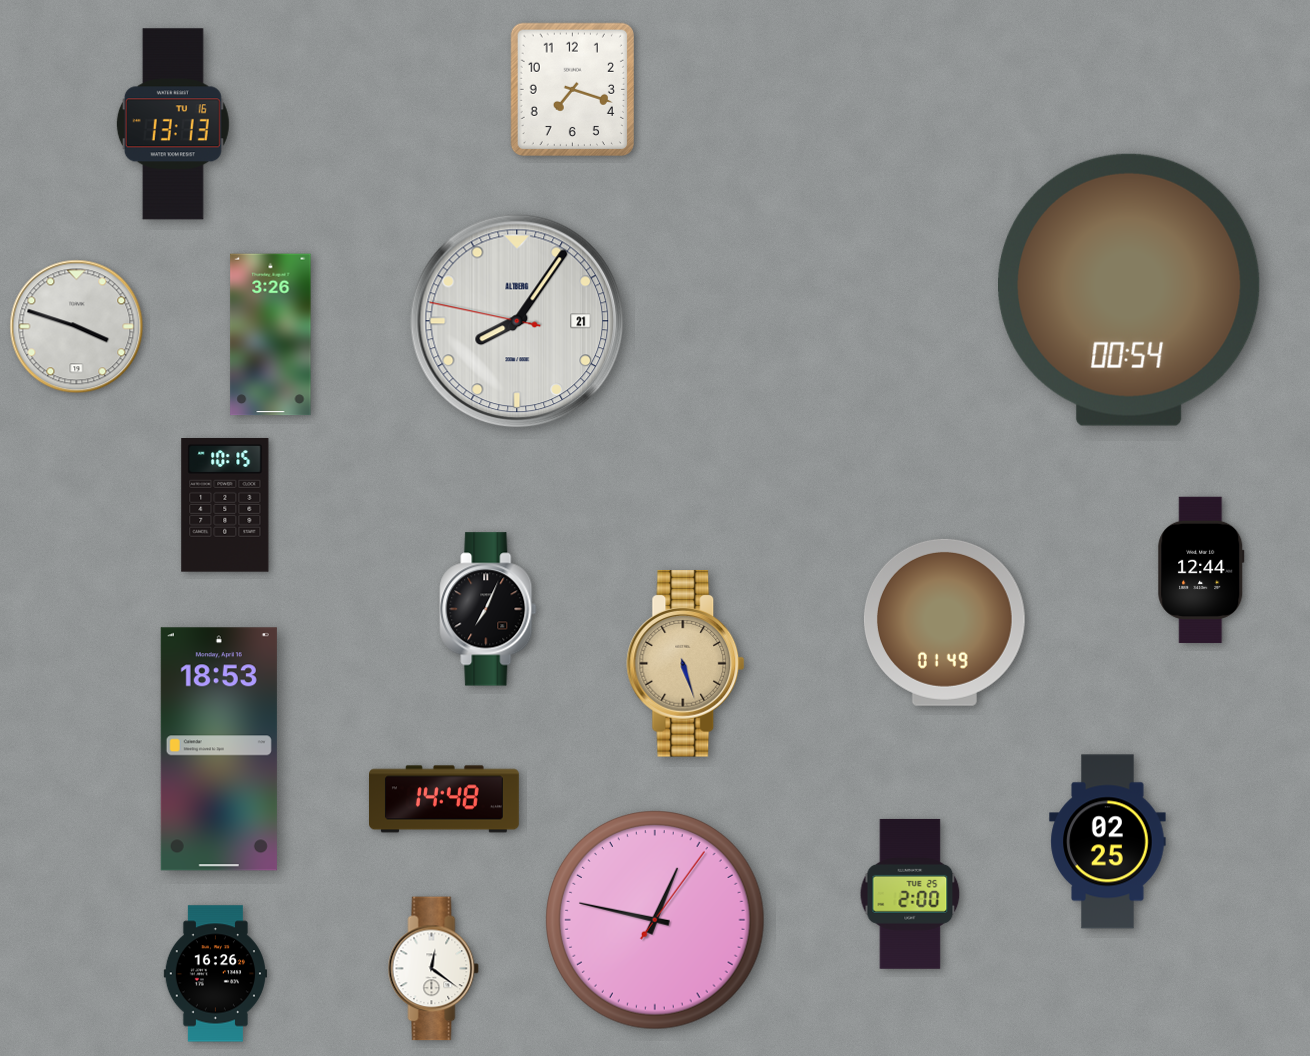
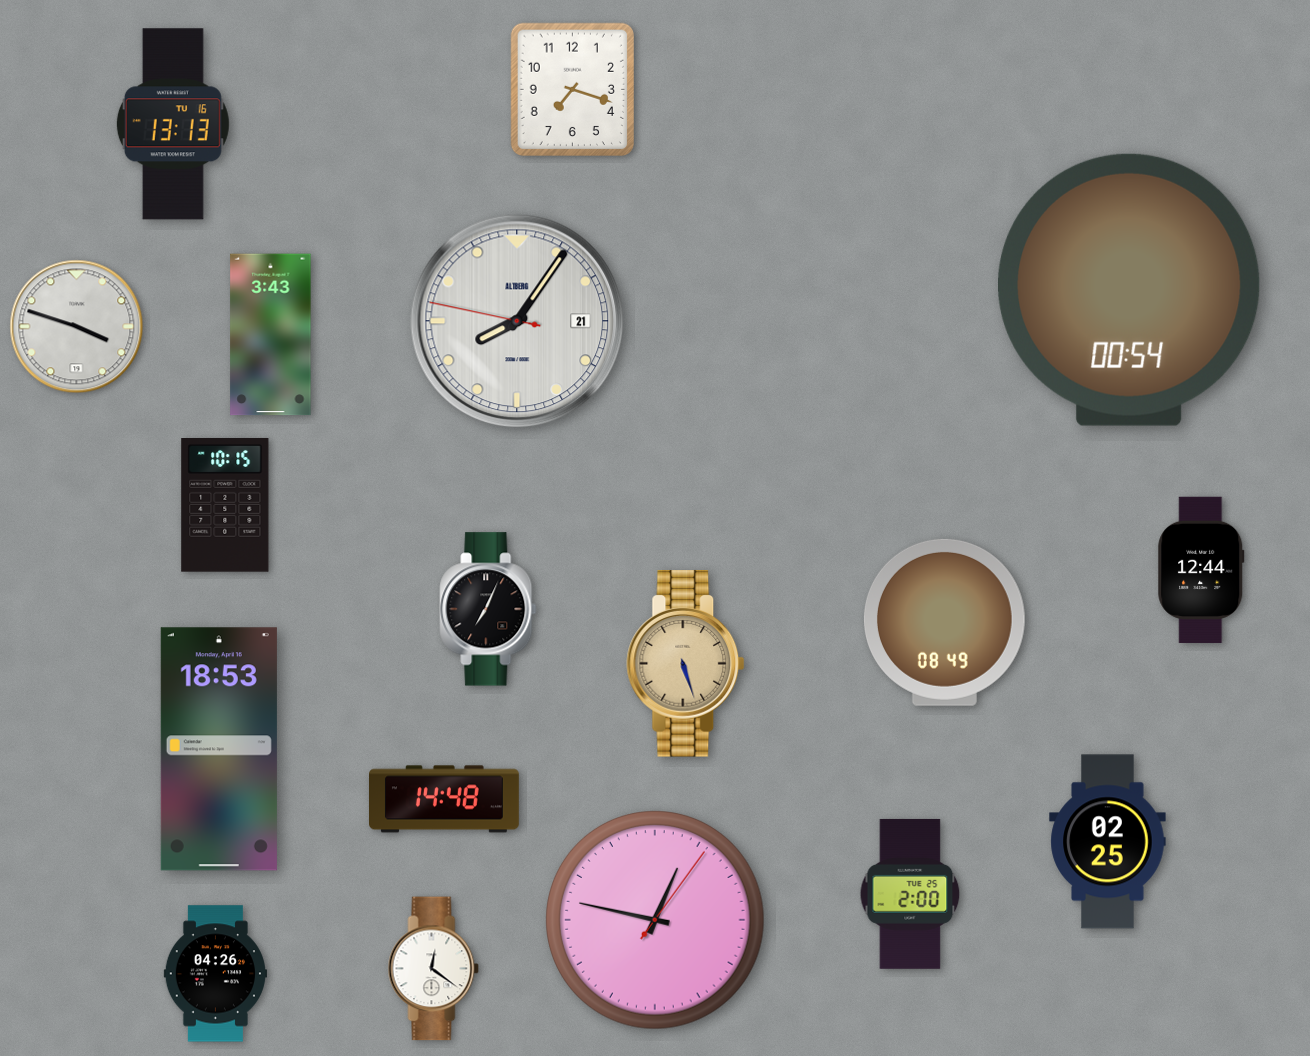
clock at (271, 335): 3:26 -> 3:43
clock at (944, 622): 01:49 -> 08:49
clock at (215, 974): 16:26 -> 04:26
